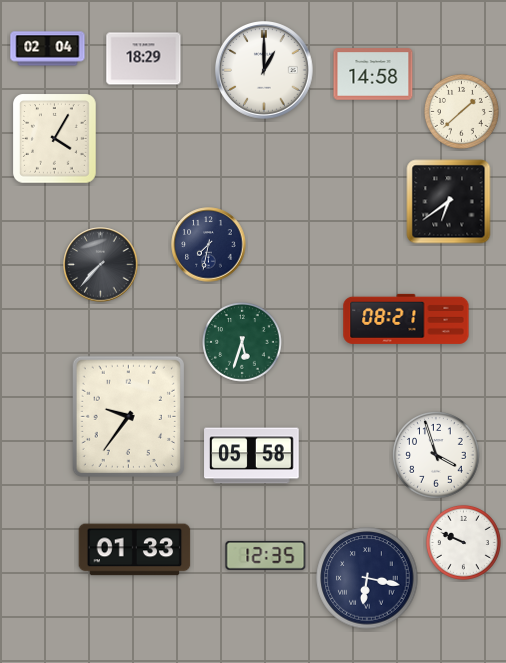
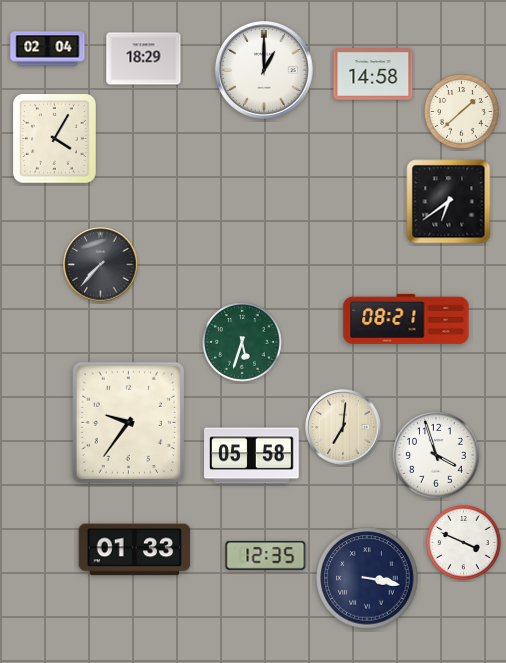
clock at (209, 245): 7:32 -> none
clock at (128, 416) position: (128, 416) -> (128, 422)
clock at (343, 427): none -> 7:01
clock at (463, 542): 9:49 -> 3:49
clock at (367, 578): 6:17 -> 3:17
